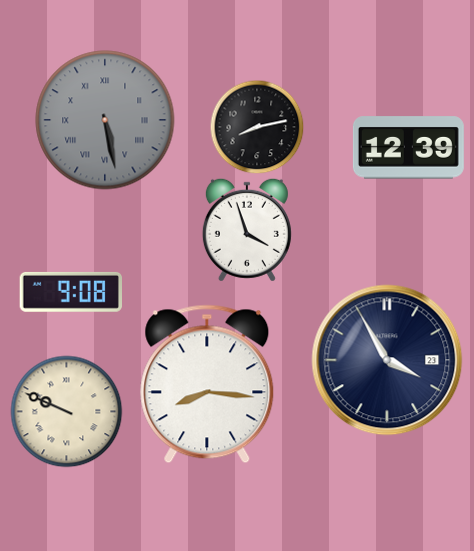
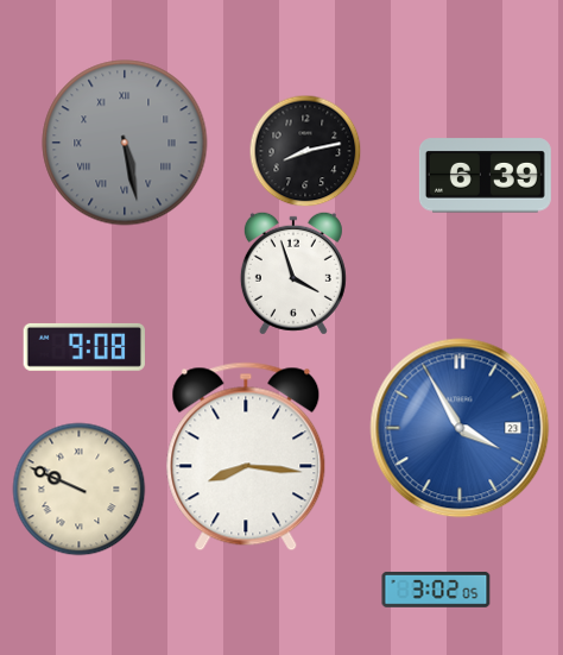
clock at (408, 148): 12:39 -> 6:39
clock at (387, 360) dial: navy -> blue
clock at (436, 590): none -> 3:02
